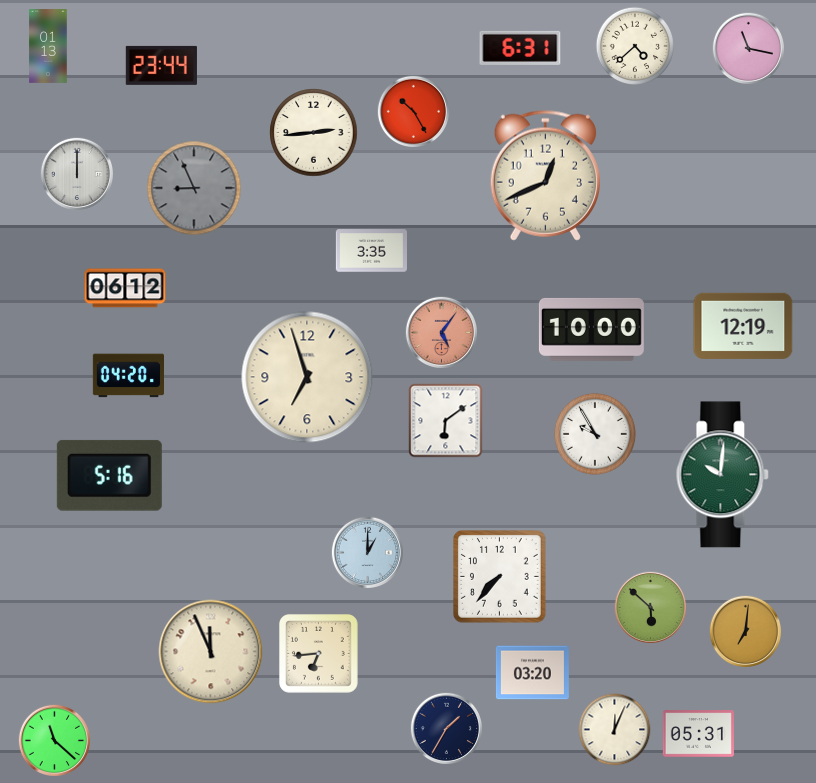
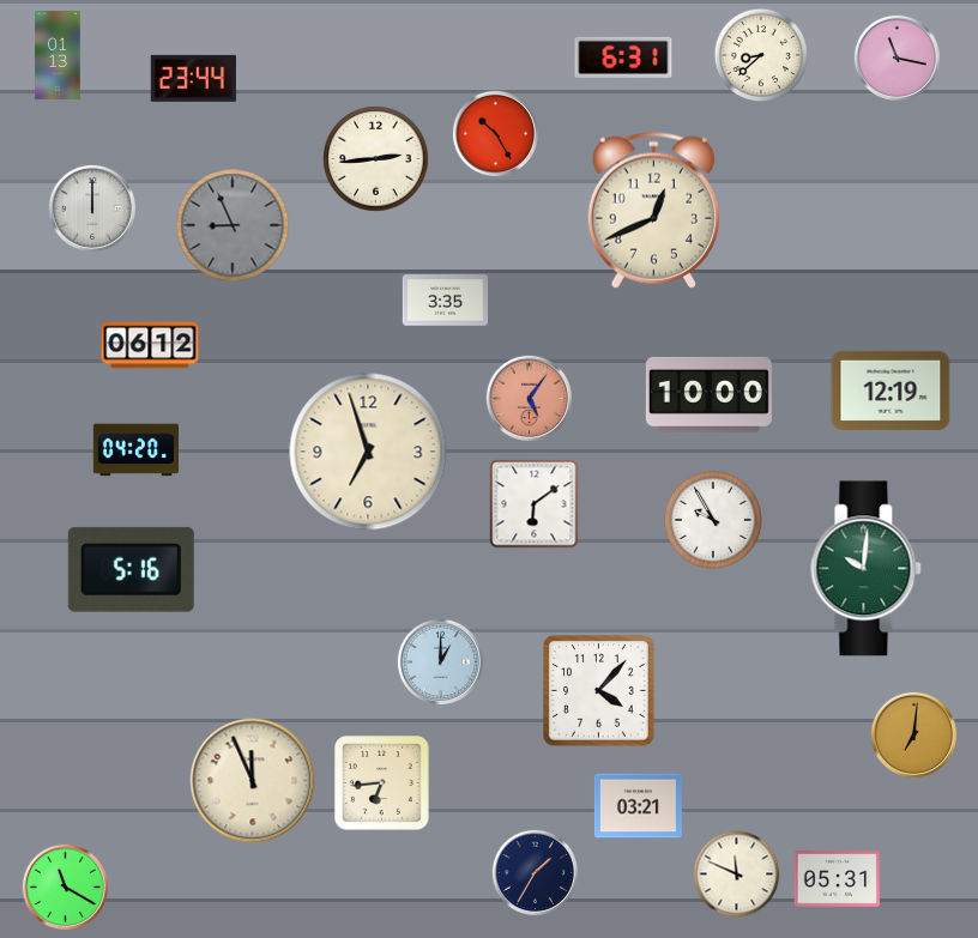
clock at (635, 46): 4:38 -> 8:38
clock at (128, 376) position: (128, 376) -> (135, 450)
clock at (500, 577): 7:37 -> 4:07
clock at (650, 607): 5:52 -> none
clock at (745, 631) position: (745, 631) -> (913, 734)
clock at (532, 673): 03:20 -> 03:21
clock at (615, 730): 12:04 -> 11:49
clock at (54, 740): 11:22 -> 11:20
